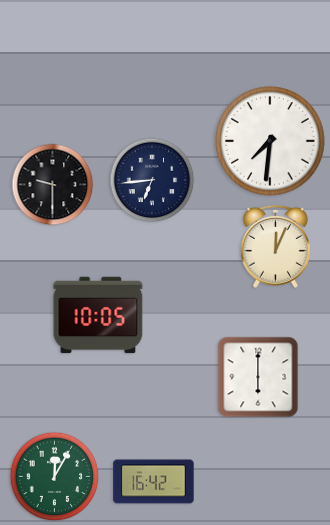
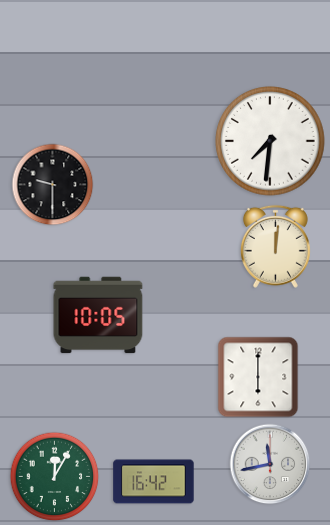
clock at (152, 180): 6:44 -> none
clock at (275, 246): 12:04 -> 12:01
clock at (270, 464): none -> 11:43
